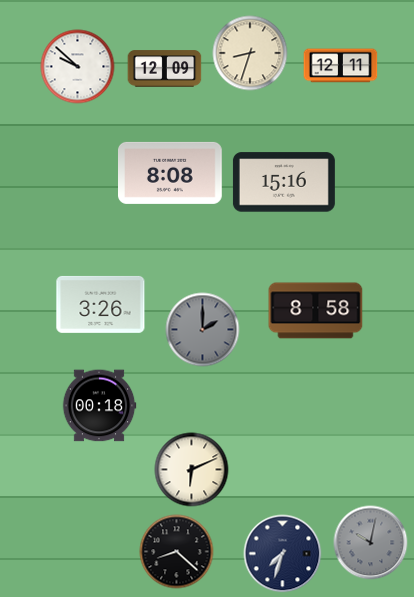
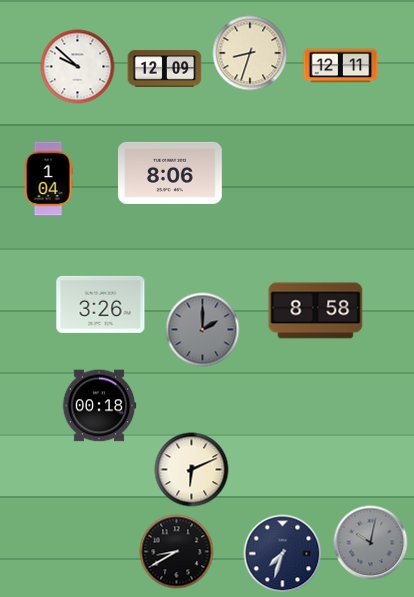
clock at (171, 173): 8:08 -> 8:06
clock at (48, 179): none -> 1:04
clock at (284, 182): 15:16 -> none
clock at (177, 552): 8:22 -> 8:40
